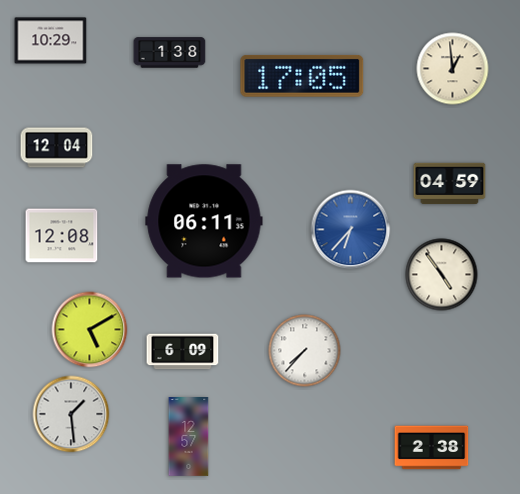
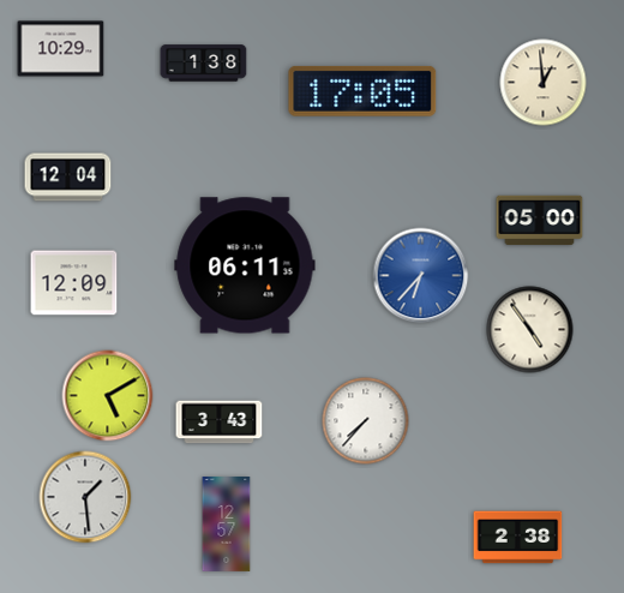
clock at (450, 184): 04:59 -> 05:00
clock at (62, 236): 12:08 -> 12:09
clock at (183, 352): 6:09 -> 3:43
